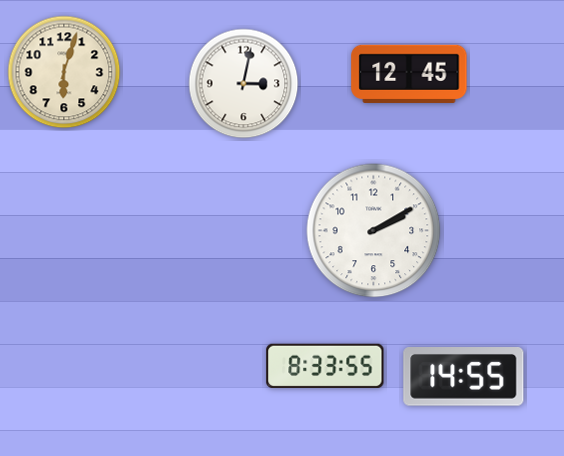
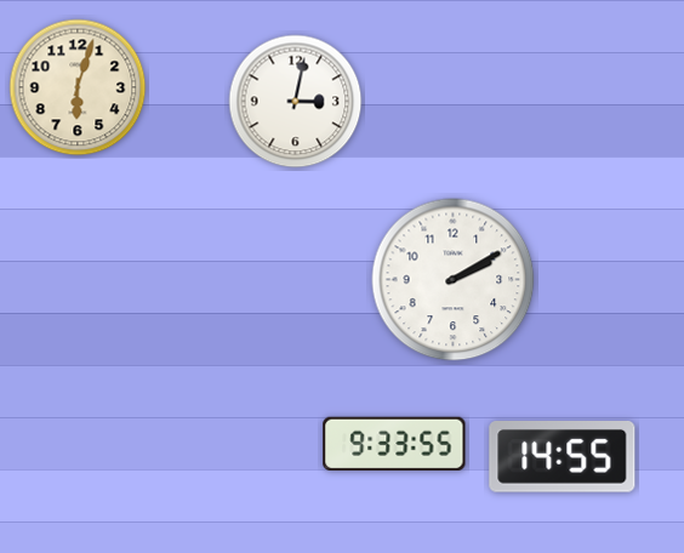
clock at (409, 73): 12:45 -> none
clock at (325, 366): 8:33 -> 9:33
